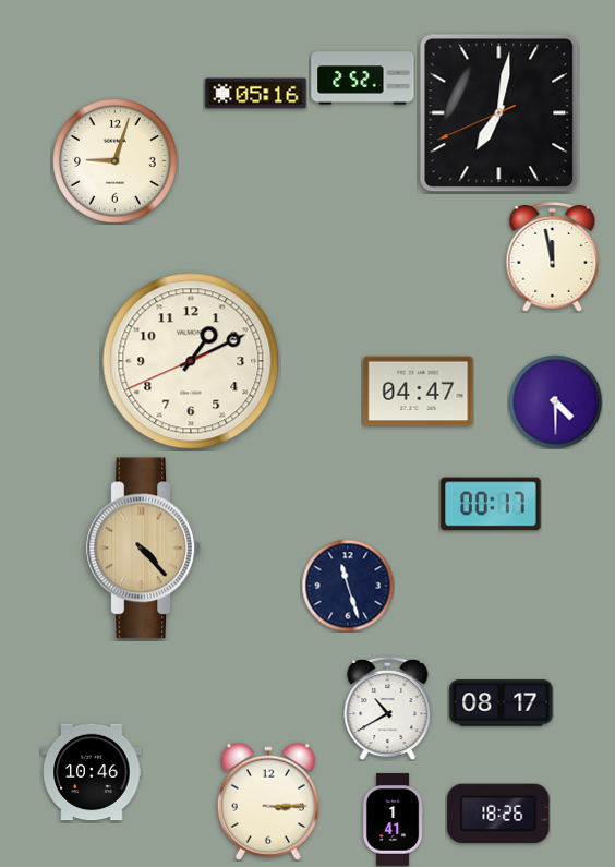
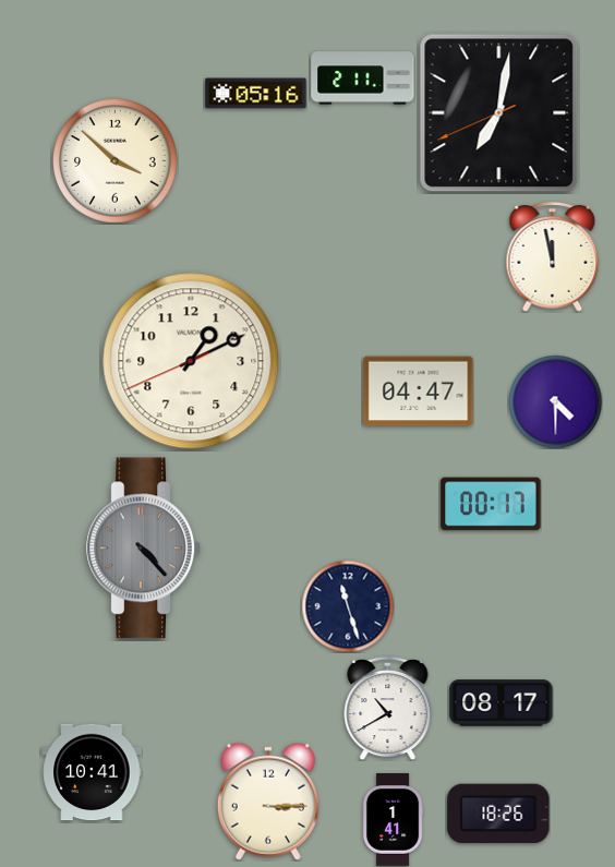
clock at (363, 79): 2:52 -> 2:11
clock at (116, 161): 9:03 -> 3:52
clock at (144, 549) dial: champagne -> grey
clock at (348, 586) position: (348, 586) -> (348, 606)
clock at (92, 772): 10:46 -> 10:41
